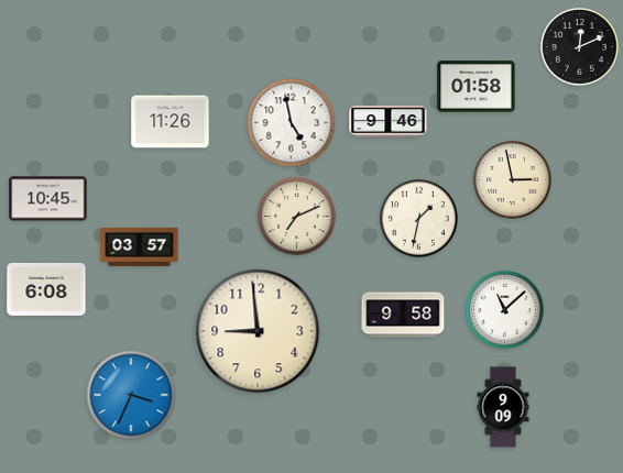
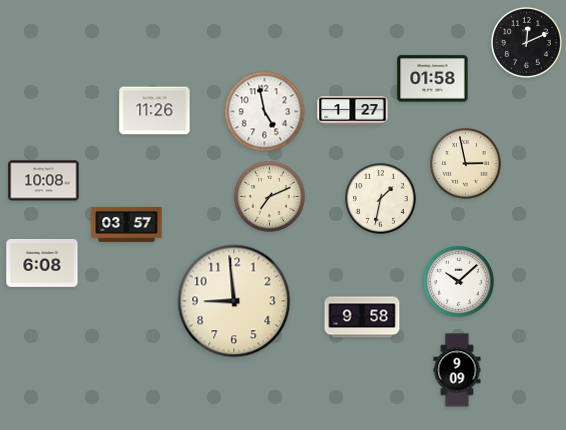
clock at (389, 122): 9:46 -> 1:27
clock at (48, 199): 10:45 -> 10:08
clock at (505, 310): 11:08 -> 10:08
clock at (403, 315) position: (403, 315) -> (362, 317)
clock at (131, 395): 3:34 -> none
